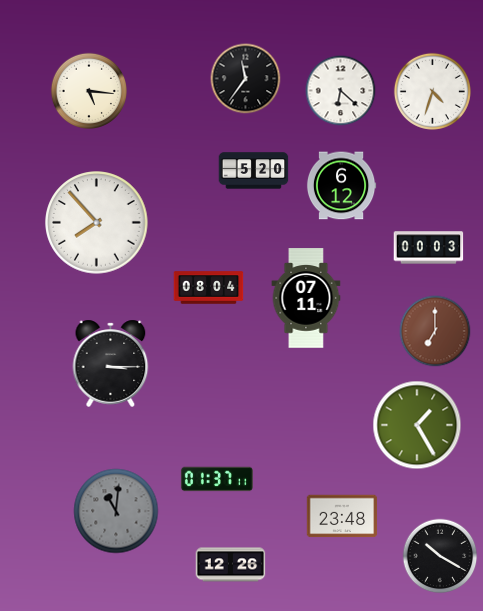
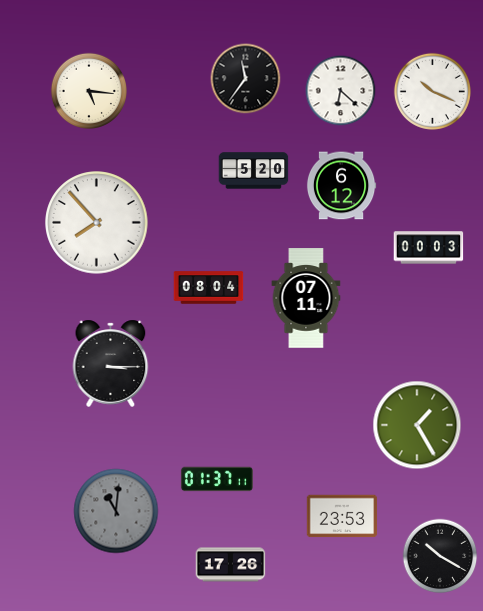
clock at (432, 91): 4:33 -> 10:19
clock at (435, 331): 7:00 -> none
clock at (342, 516): 23:48 -> 23:53
clock at (231, 565): 12:26 -> 17:26
